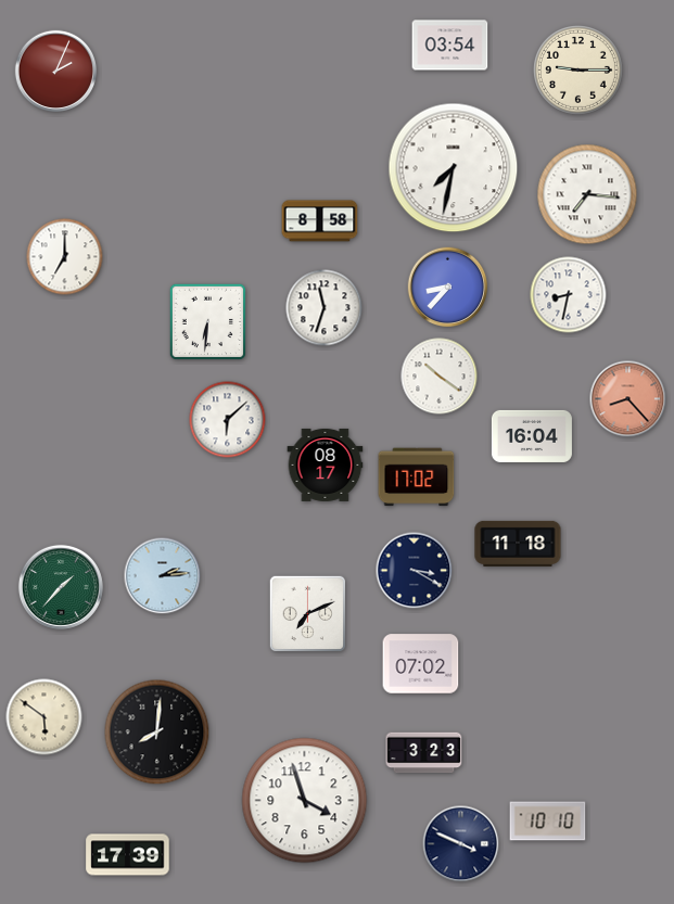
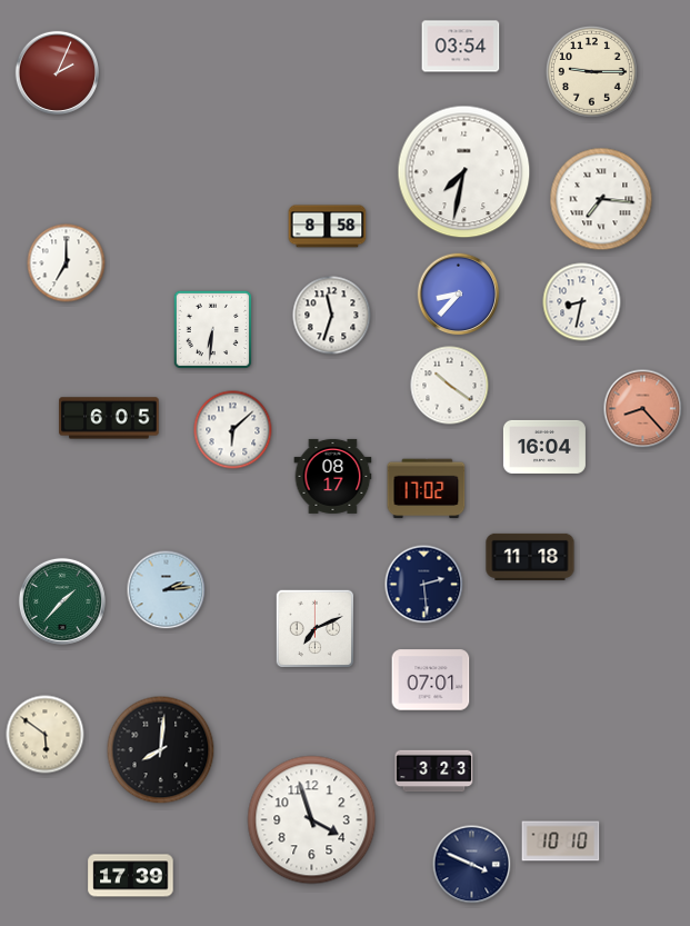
clock at (109, 418): none -> 6:05
clock at (415, 571): 3:20 -> 2:29
clock at (421, 664): 07:02 -> 07:01
